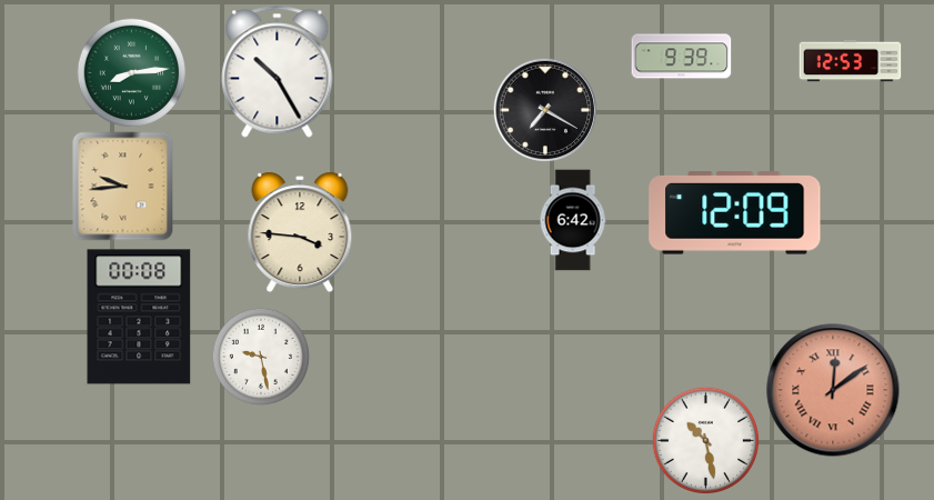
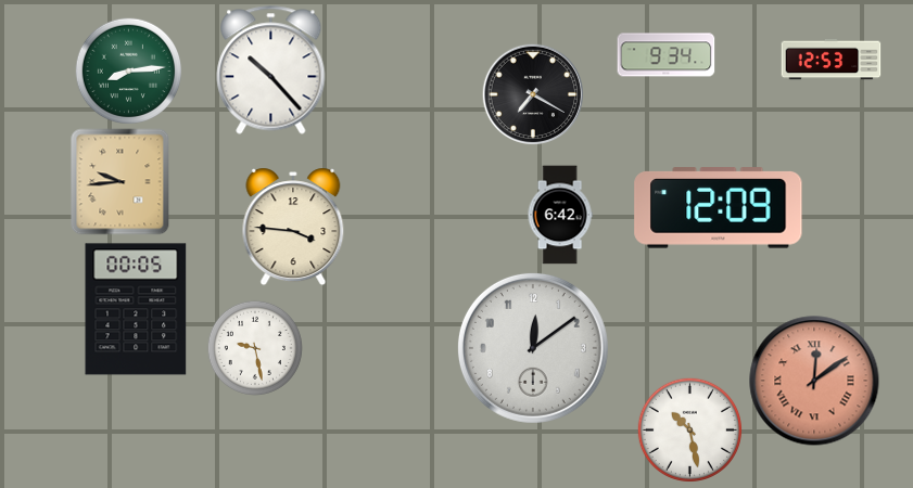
clock at (682, 57): 9:39 -> 9:34
clock at (278, 72): 10:25 -> 10:23
clock at (545, 110) position: (545, 110) -> (533, 94)
clock at (139, 317): 00:08 -> 00:05
clock at (533, 348): none -> 12:09
